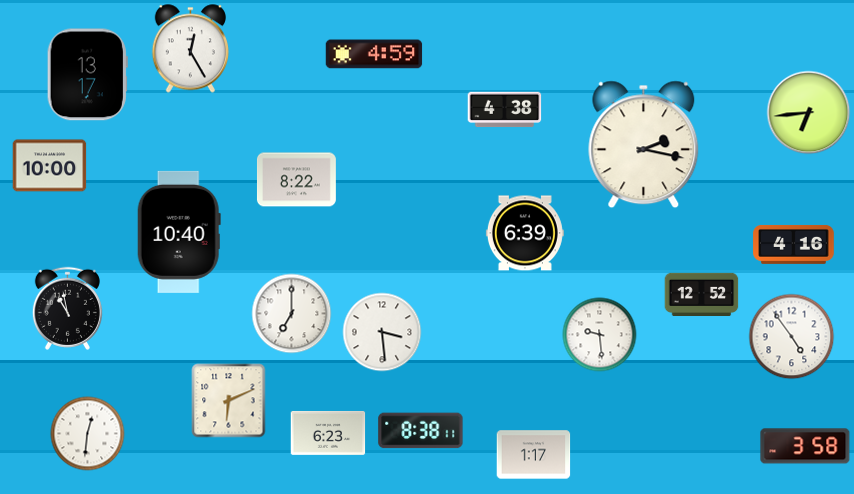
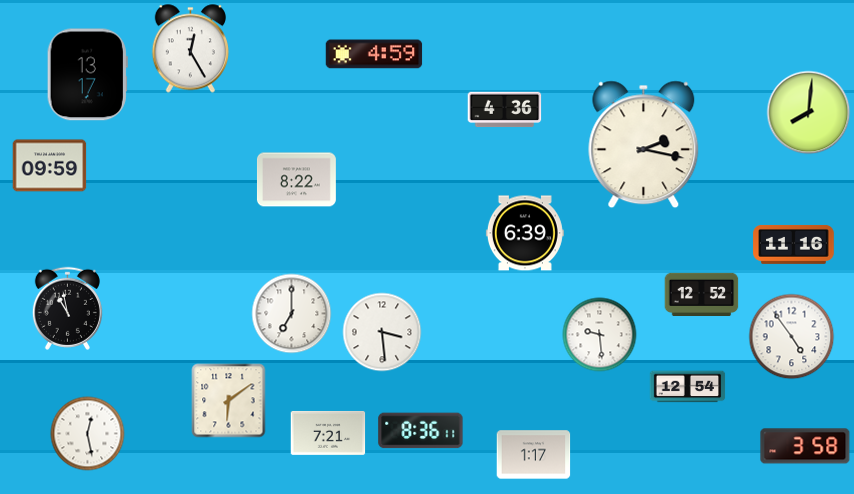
clock at (505, 110): 4:38 -> 4:36
clock at (809, 113): 6:44 -> 8:01
clock at (50, 166): 10:00 -> 09:59
clock at (179, 232): 10:40 -> none
clock at (794, 244): 4:16 -> 11:16
clock at (688, 387): none -> 12:54
clock at (229, 401): 6:11 -> 6:09
clock at (421, 431): 8:38 -> 8:36
clock at (328, 433): 6:23 -> 7:21
clock at (88, 434): 12:31 -> 12:28
